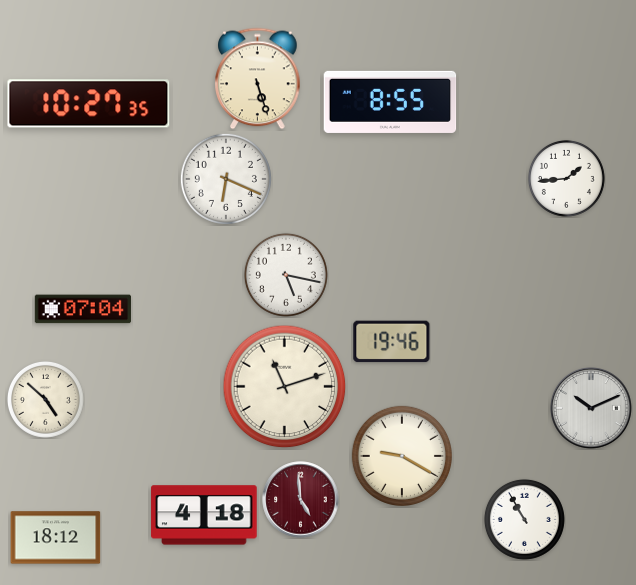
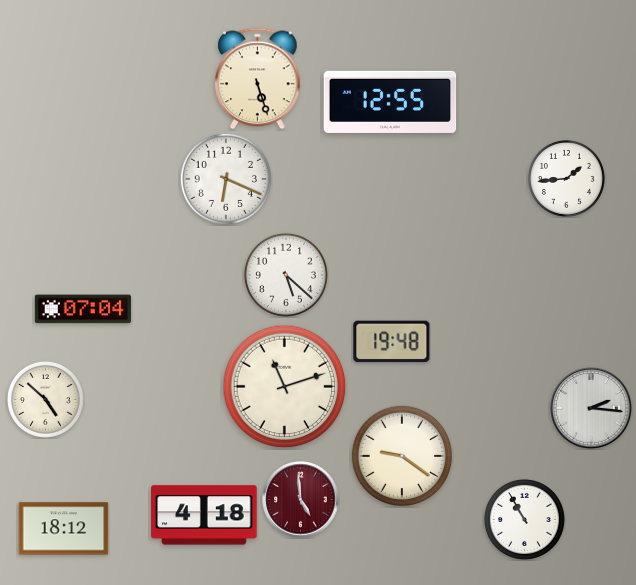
clock at (390, 102): 8:55 -> 12:55
clock at (89, 104): 10:27 -> none
clock at (286, 275): 5:17 -> 5:22
clock at (392, 342): 19:46 -> 19:48
clock at (592, 409): 10:11 -> 2:16
clock at (401, 455): 9:20 -> 9:21
clock at (56, 538) position: (56, 538) -> (64, 529)
